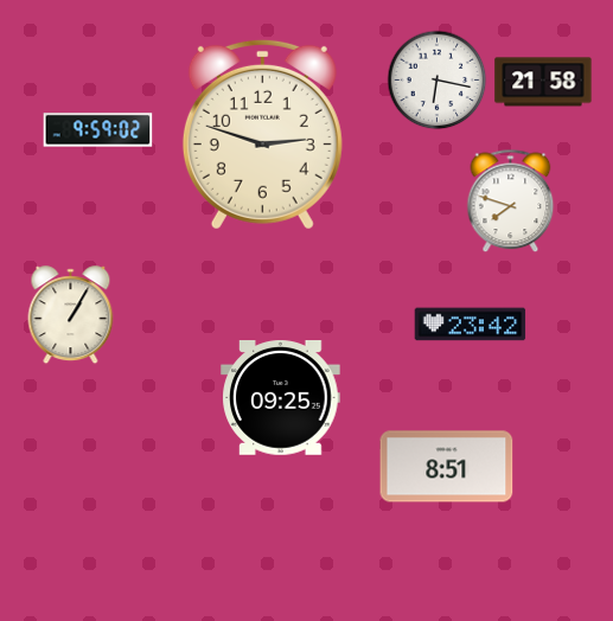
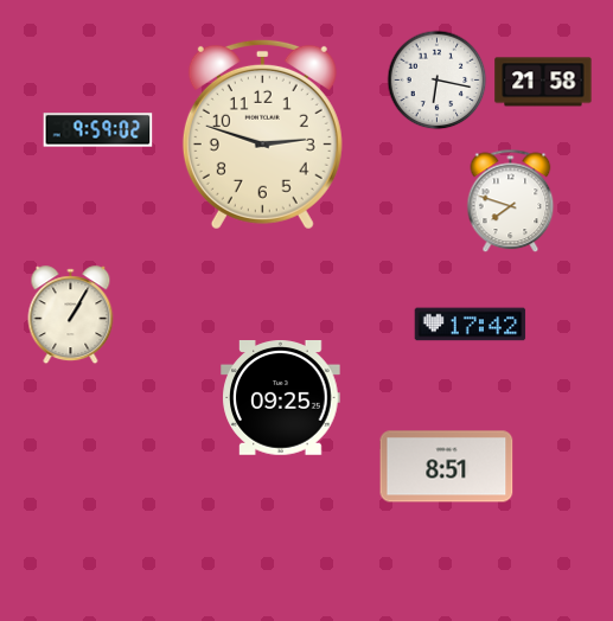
clock at (471, 325): 23:42 -> 17:42
